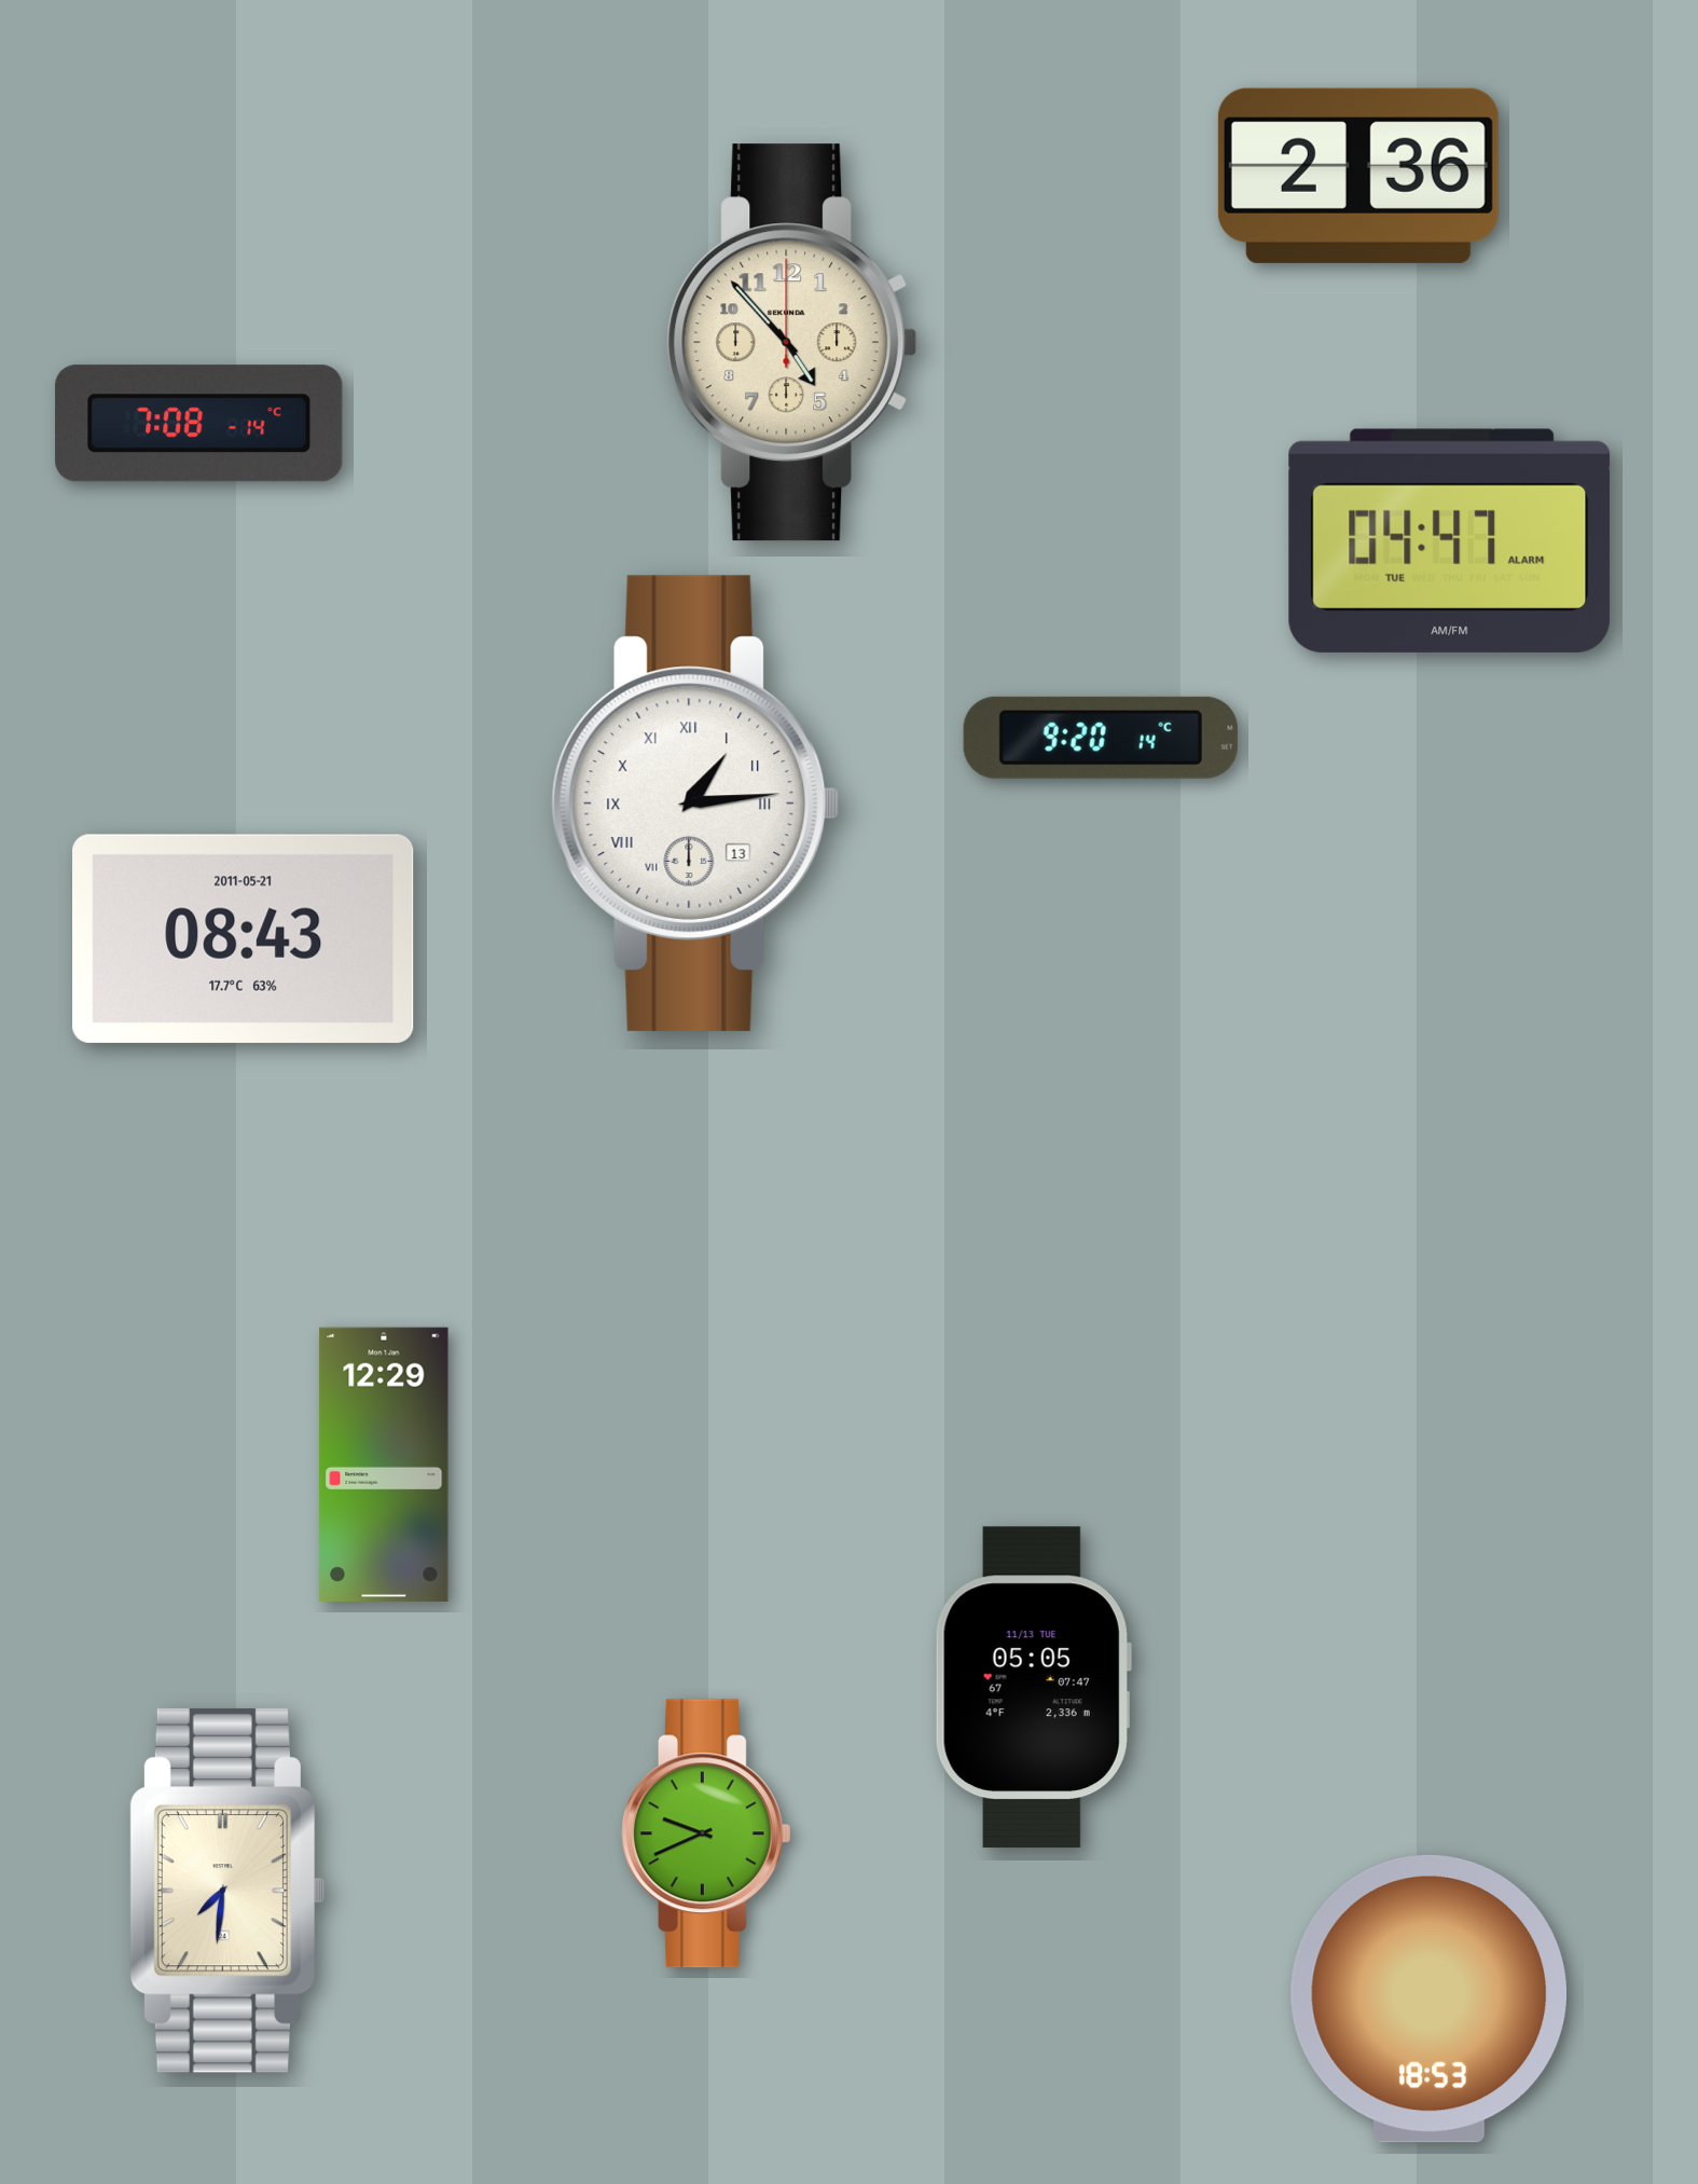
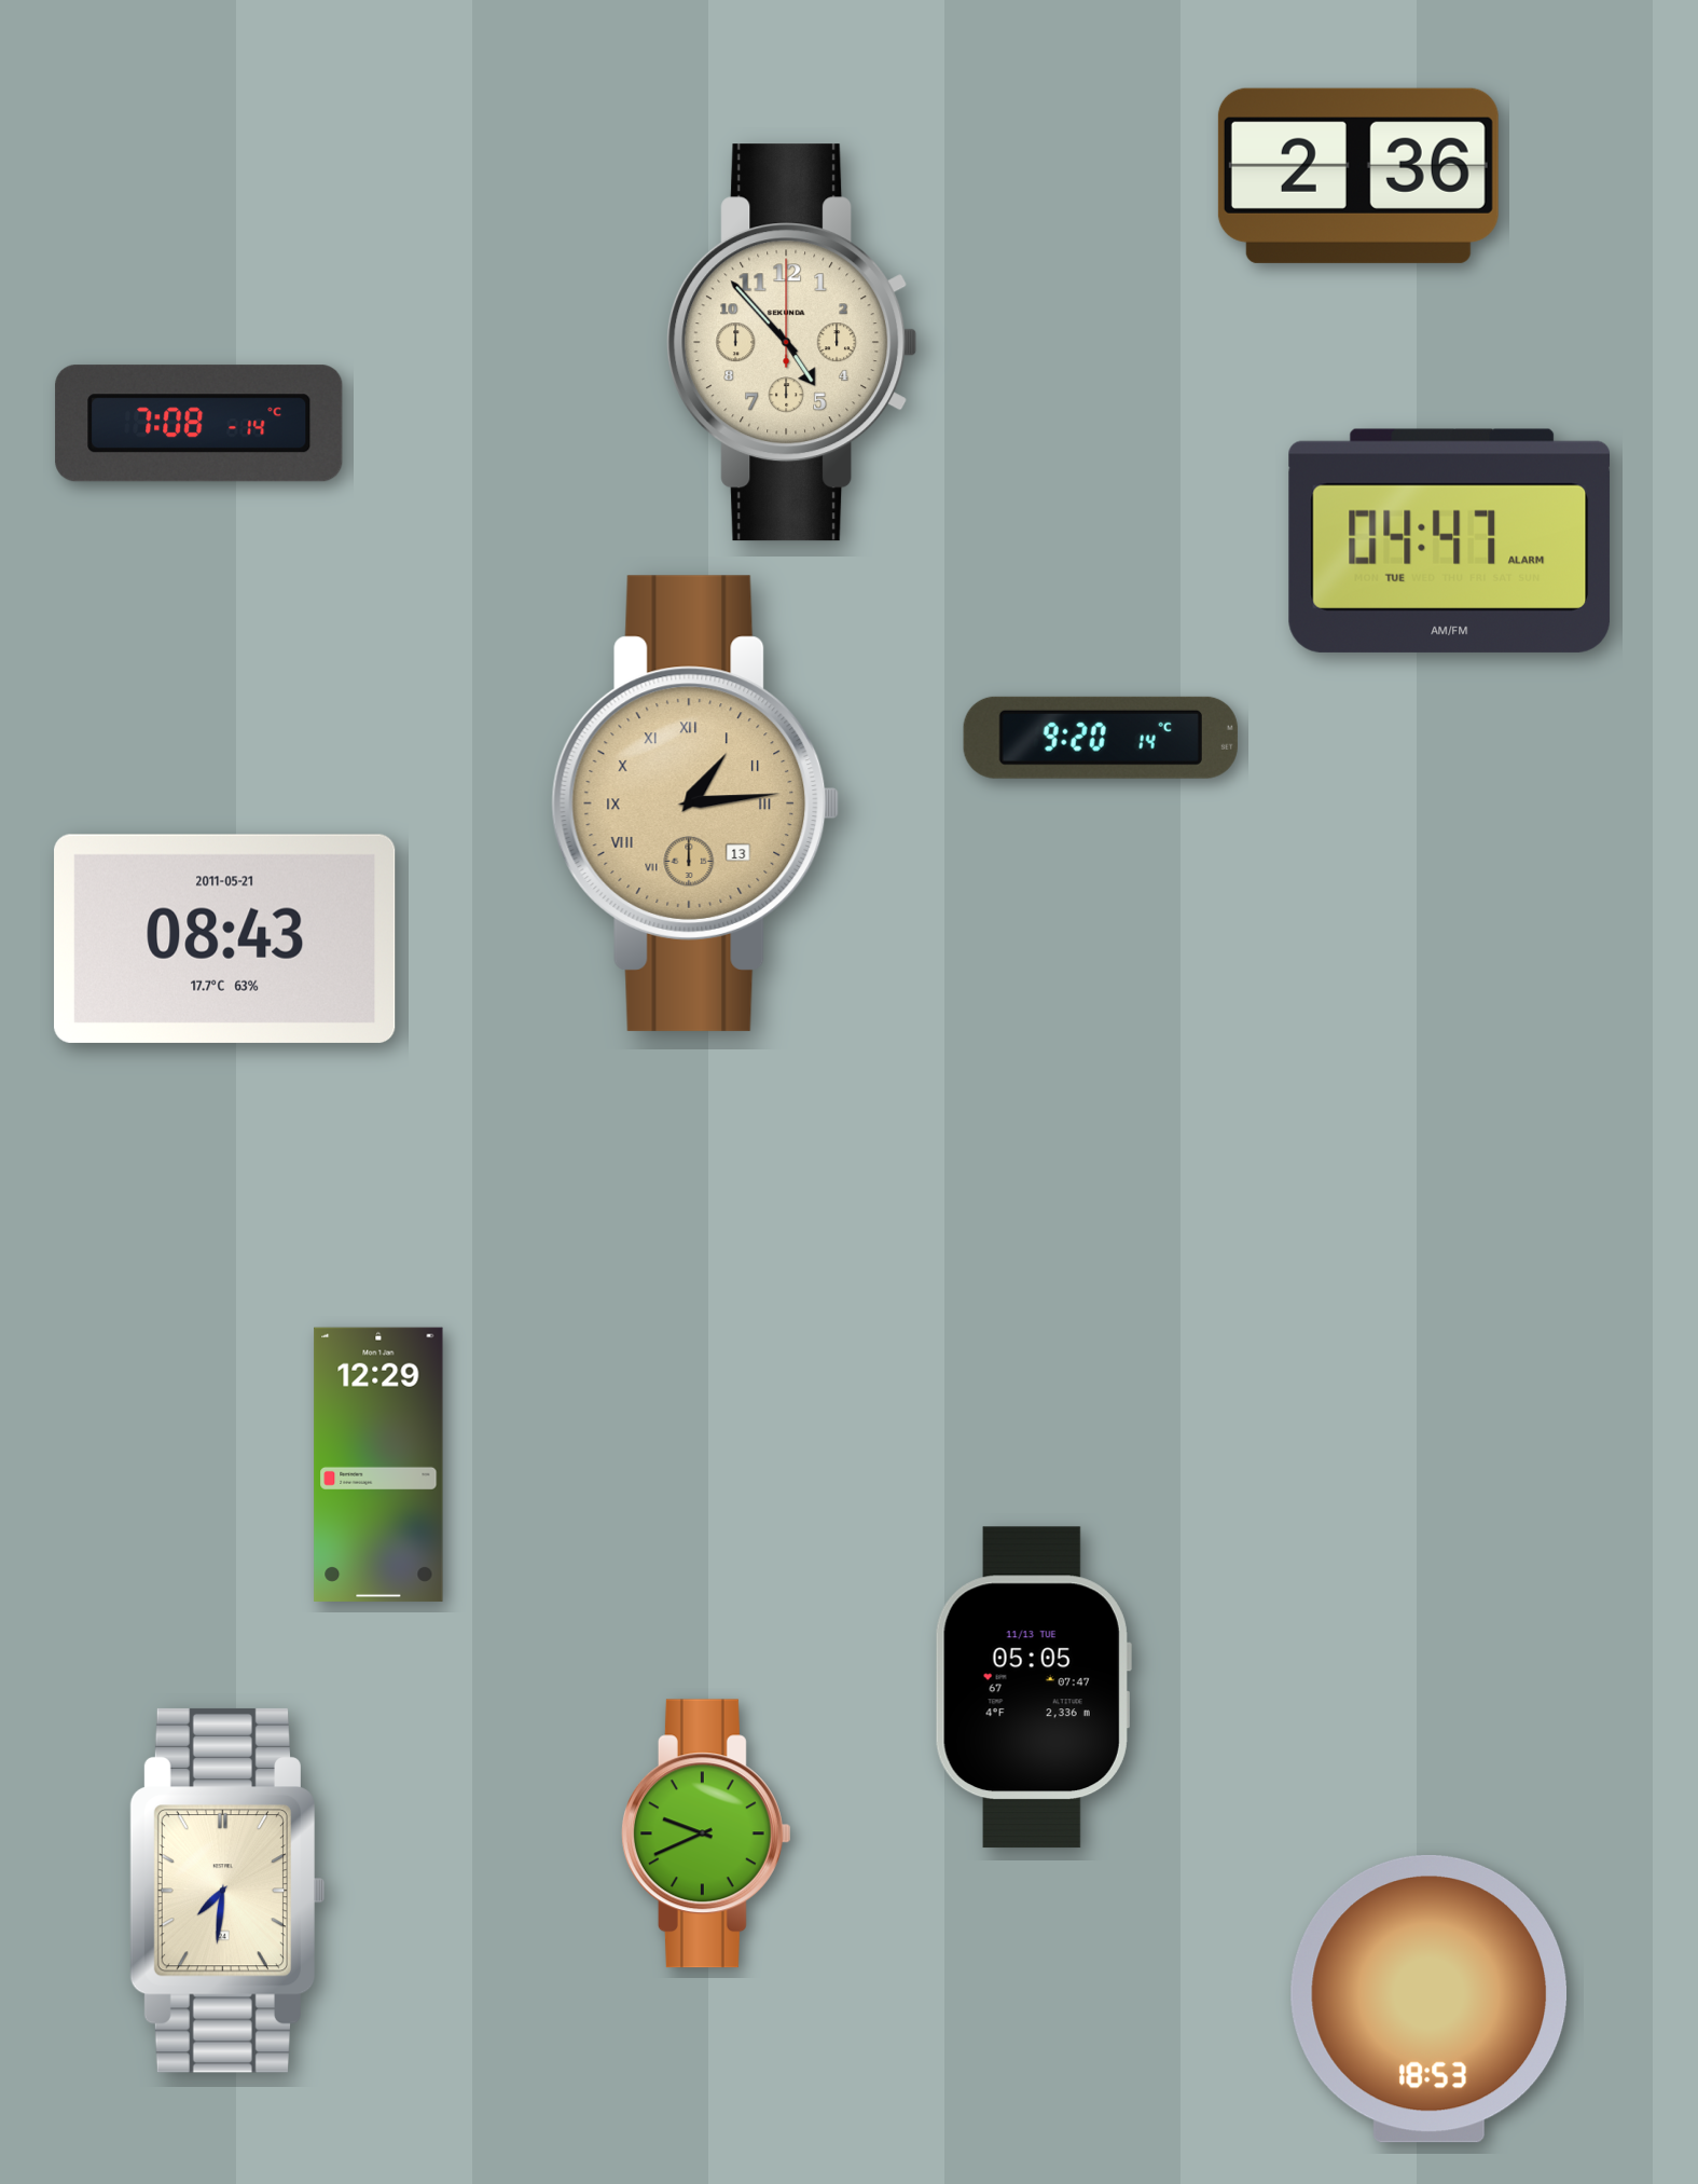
clock at (695, 803) dial: white -> champagne
clock at (244, 938) position: (244, 938) -> (225, 938)
clock at (384, 1465) position: (384, 1465) -> (378, 1465)
